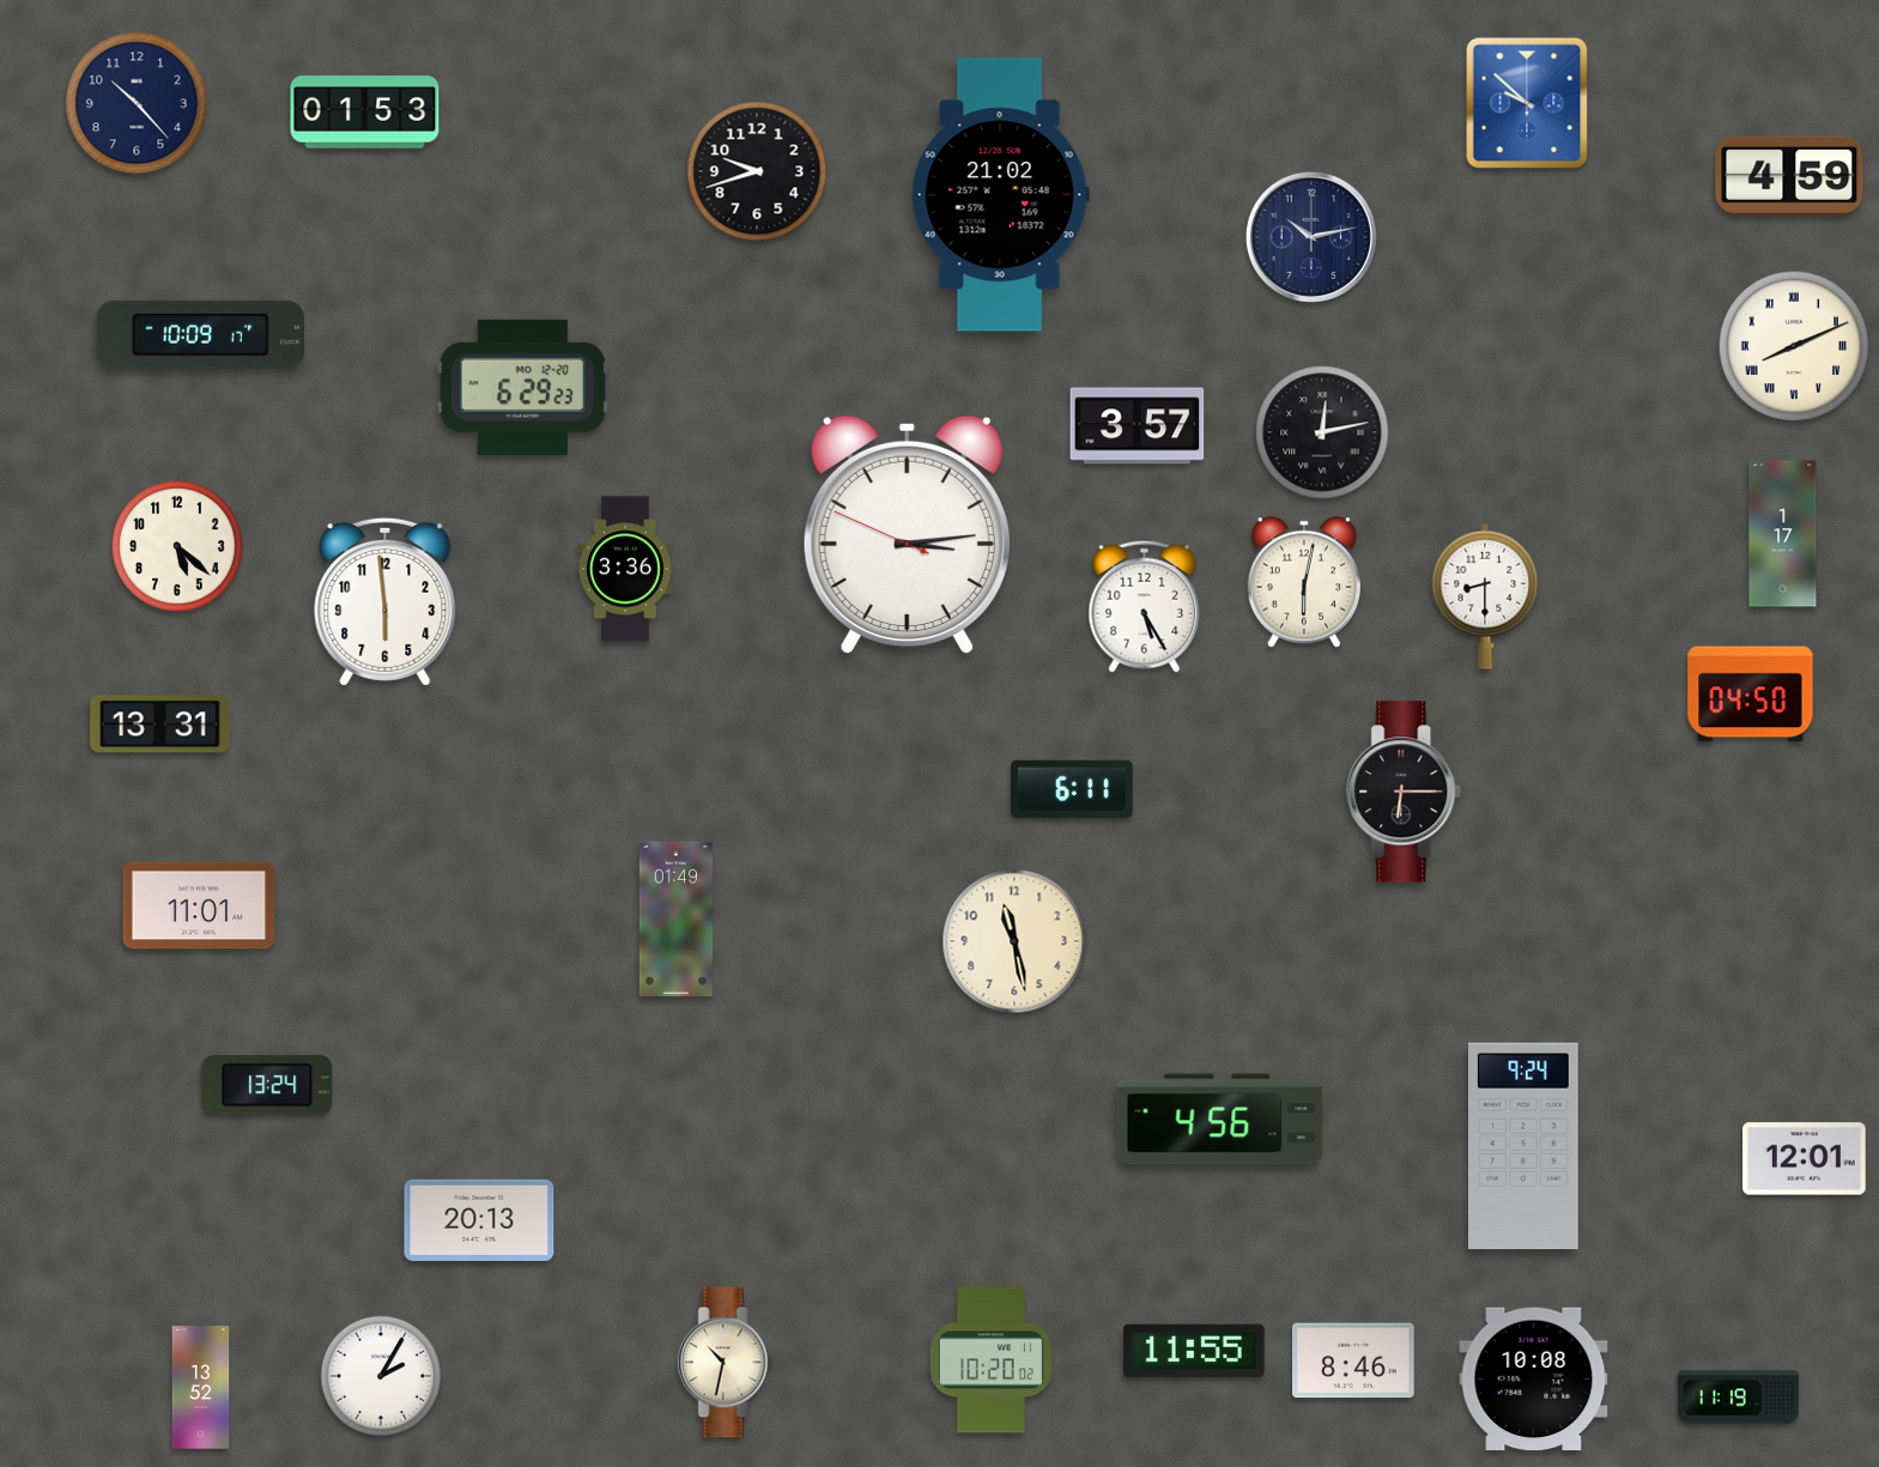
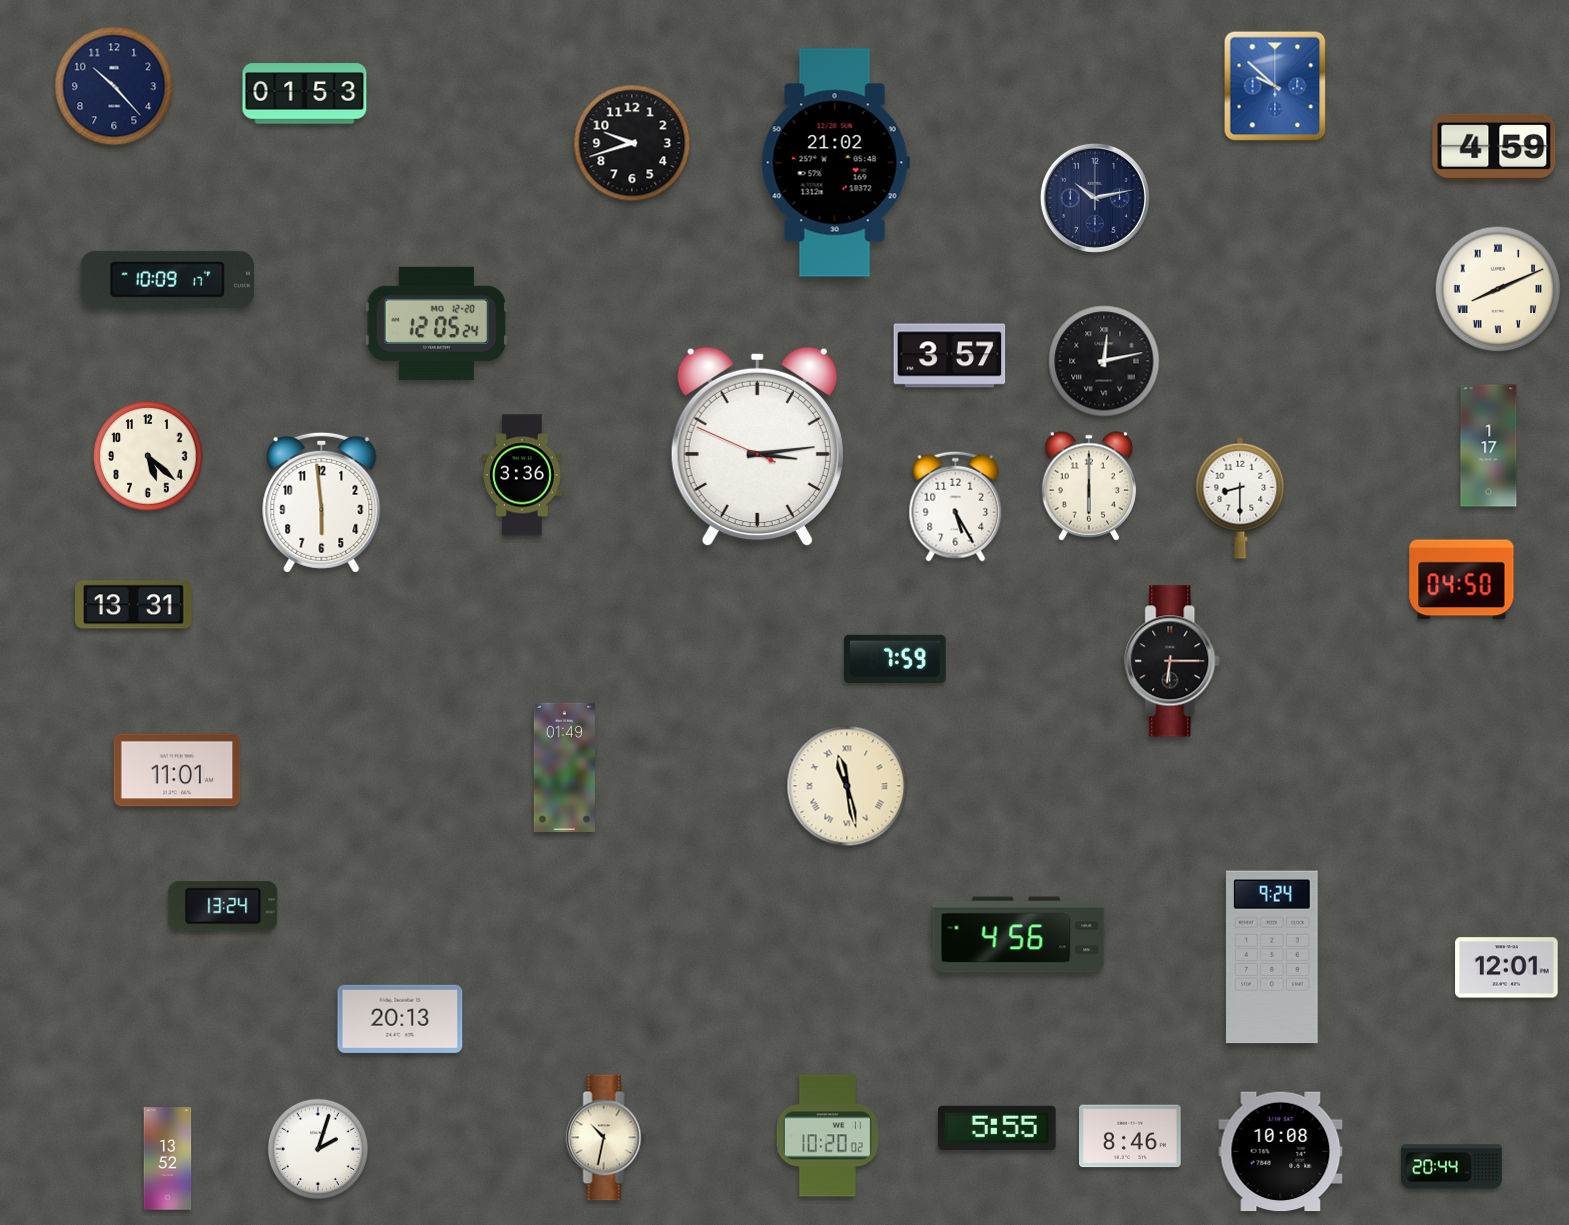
clock at (522, 387): 6:29 -> 12:05
clock at (1304, 582): 6:02 -> 6:00
clock at (1073, 788): 6:11 -> 7:59
clock at (199, 905) position: (199, 905) -> (177, 770)
clock at (1014, 941) numerals: Arabic -> Roman
clock at (1195, 1351): 11:55 -> 5:55
clock at (381, 1376): 2:05 -> 2:03
clock at (1738, 1398): 11:19 -> 20:44
